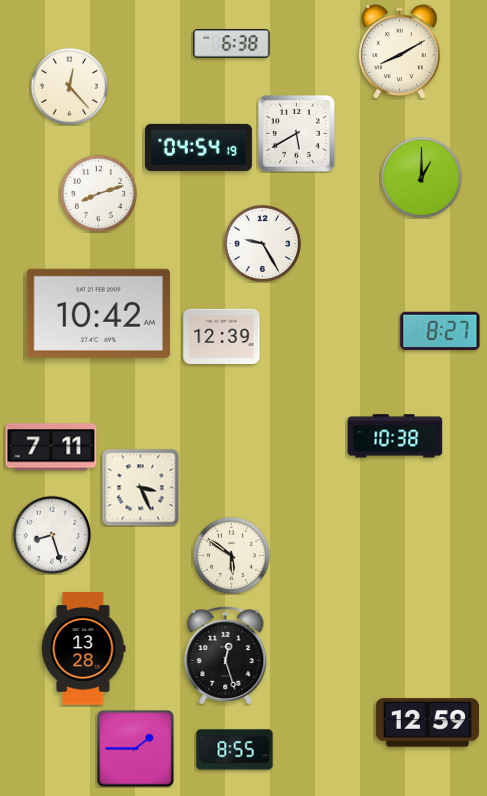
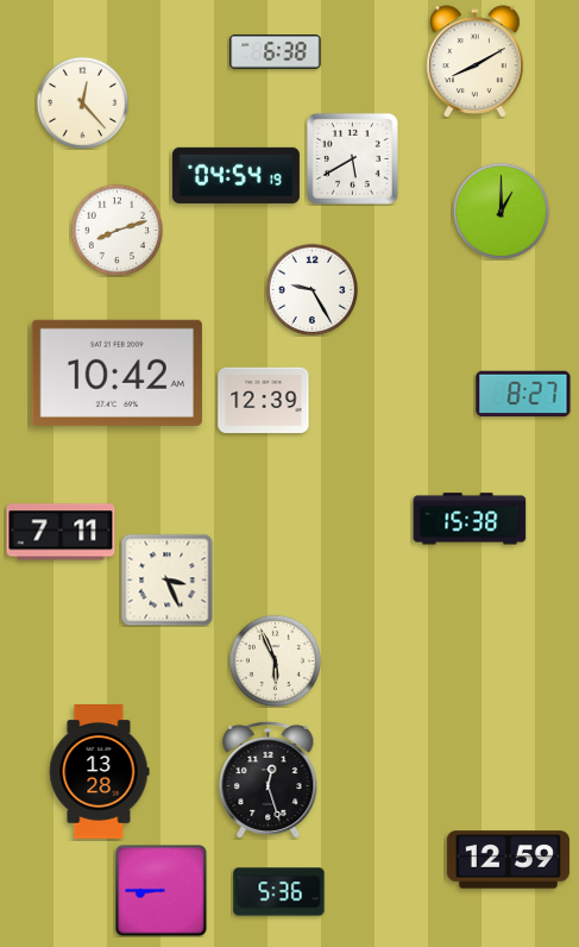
clock at (395, 436): 10:38 -> 15:38
clock at (51, 534): 8:27 -> none
clock at (231, 555): 5:51 -> 5:56
clock at (136, 749): 1:45 -> 8:45
clock at (235, 750): 8:55 -> 5:36
